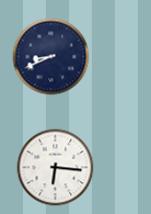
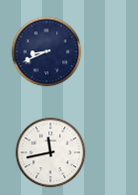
clock at (56, 168): 6:16 -> 11:43
